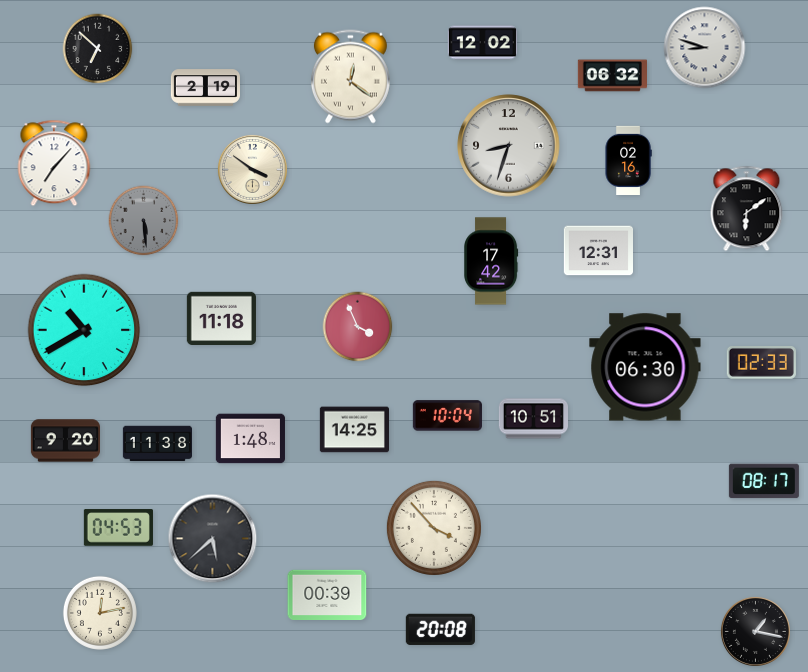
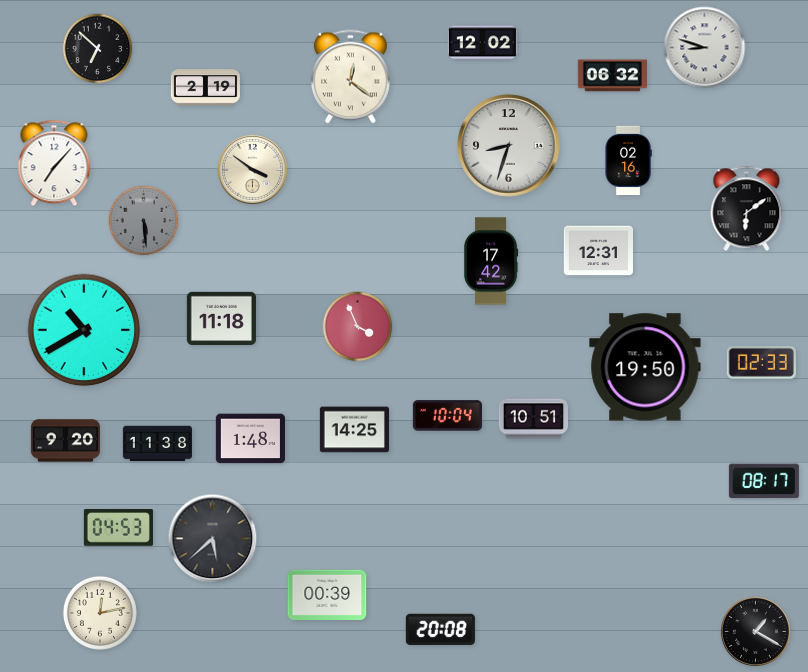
clock at (645, 367): 06:30 -> 19:50
clock at (434, 528): 3:53 -> none
clock at (755, 631): 1:17 -> 1:20
